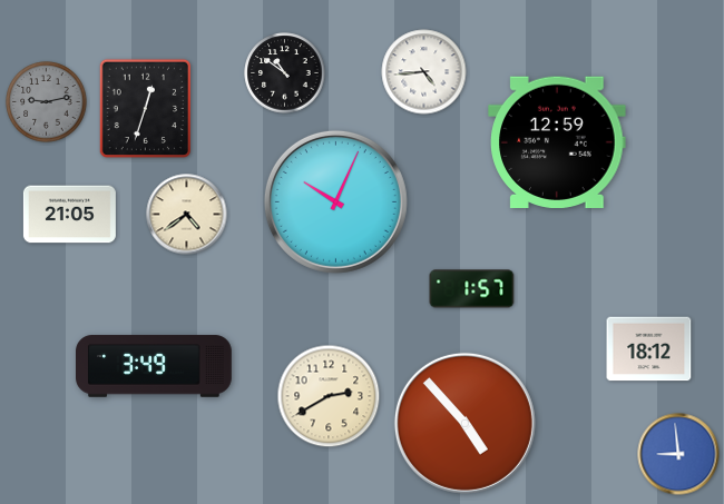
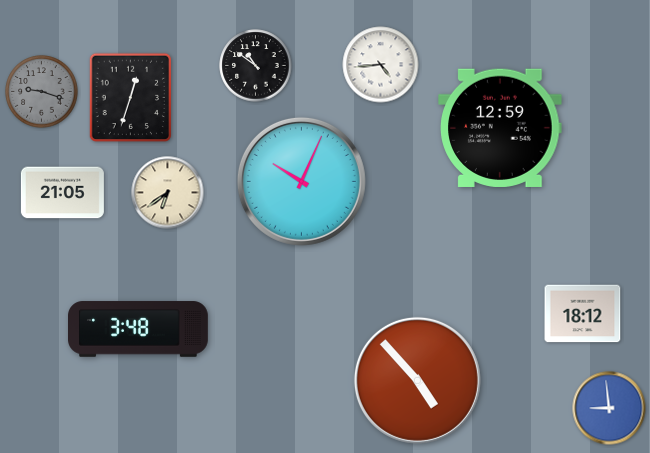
clock at (47, 102): 9:13 -> 9:18
clock at (187, 215): 4:39 -> 6:39
clock at (472, 289): 1:57 -> none
clock at (154, 366): 3:49 -> 3:48
clock at (329, 396): 2:40 -> none
